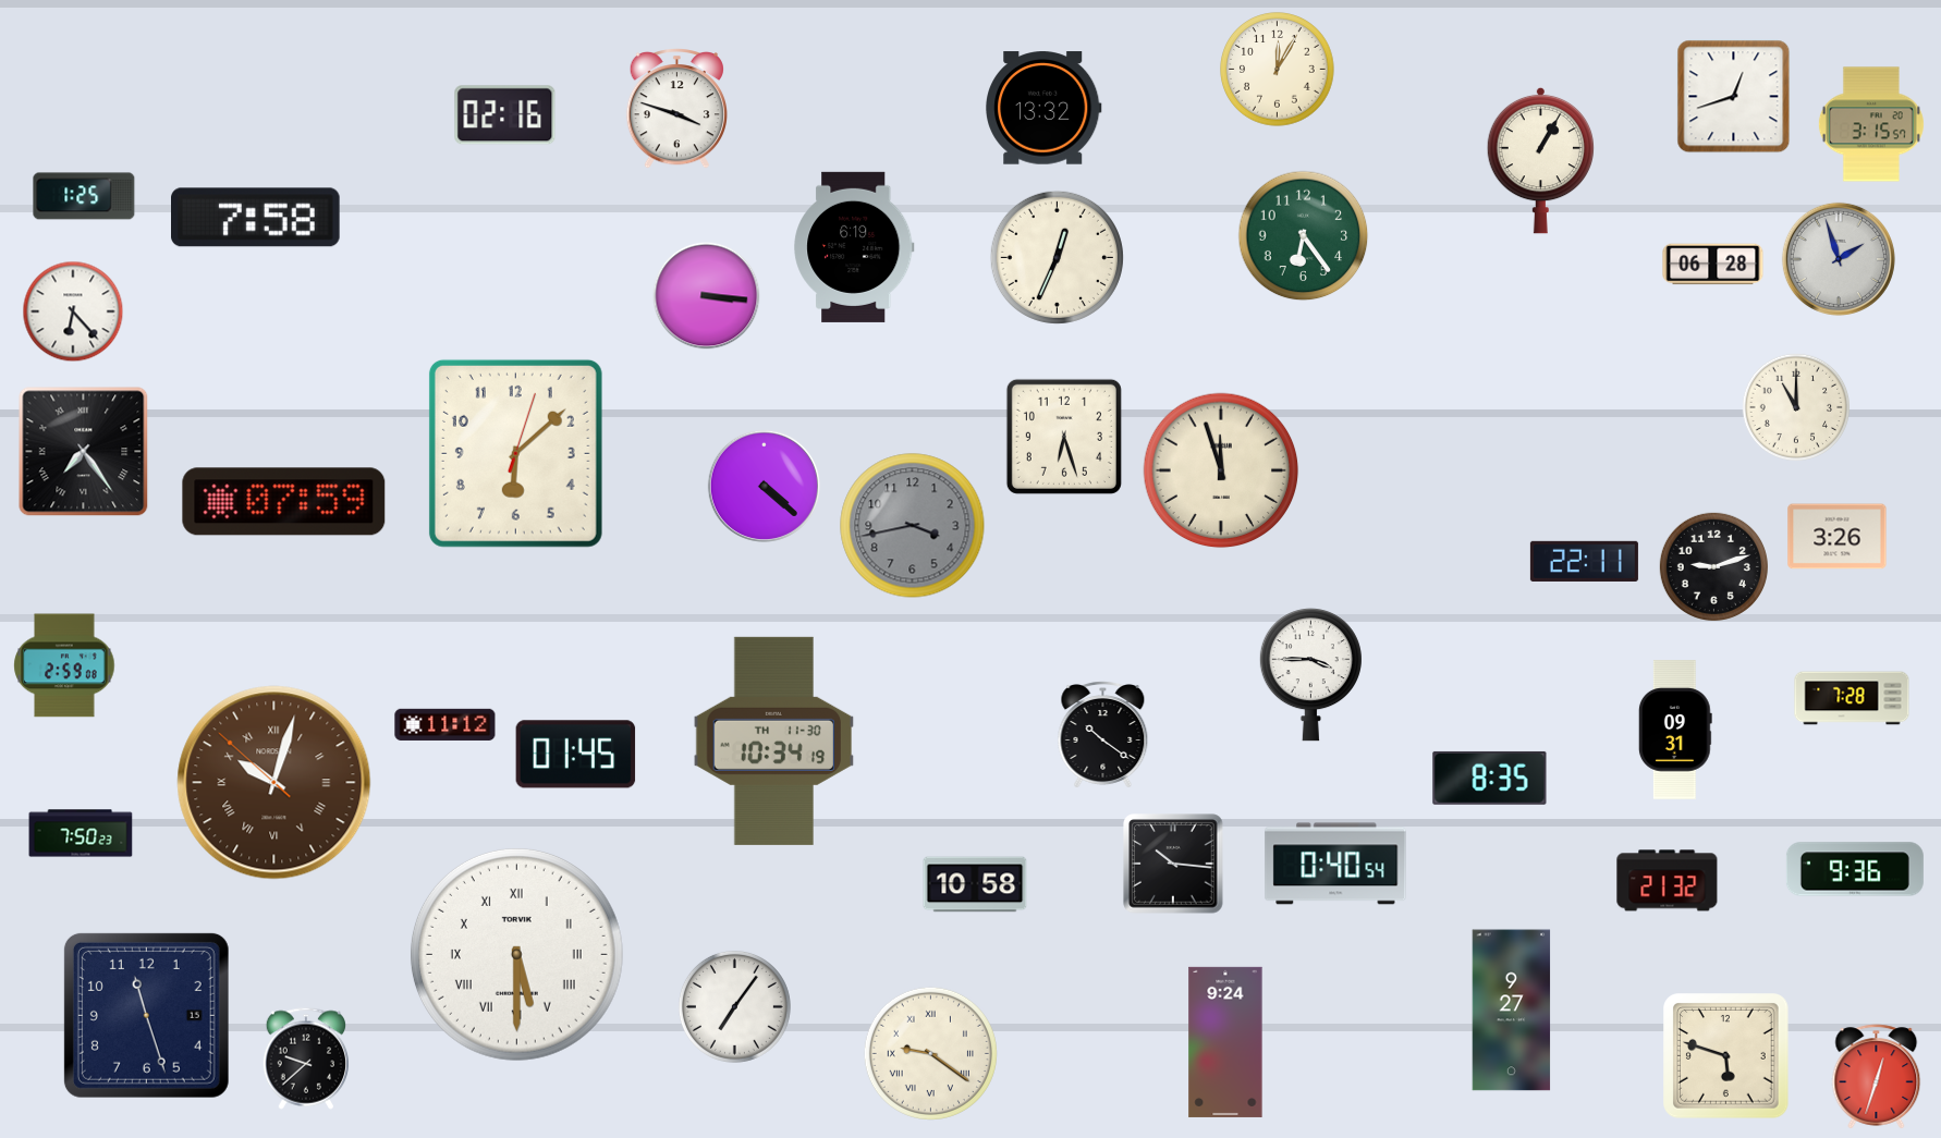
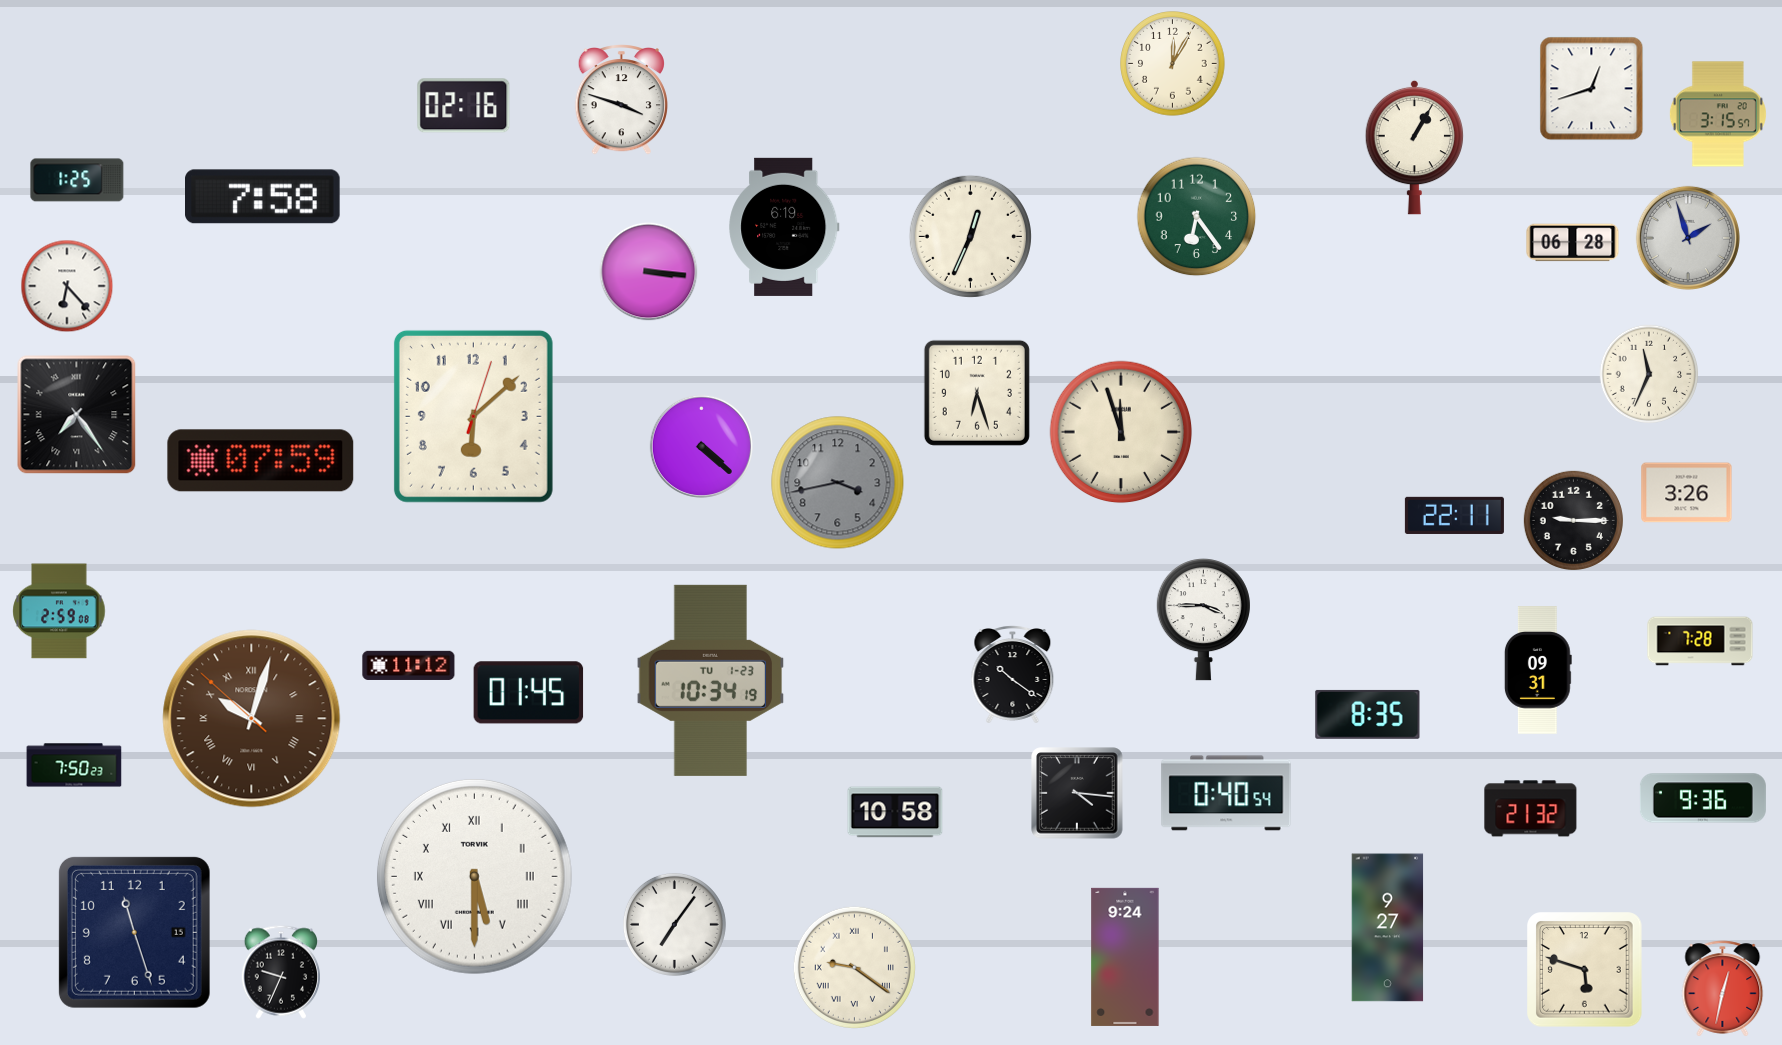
clock at (1045, 108): 13:32 -> none
clock at (256, 218) position: (256, 218) -> (263, 197)
clock at (1796, 407): 11:00 -> 11:34
clock at (1064, 437) position: (1064, 437) -> (977, 393)
clock at (1713, 566): 9:12 -> 9:15
clock at (774, 741) date: TH 11-30 -> TU 1-23
clock at (1173, 864): 10:16 -> 4:16
clock at (305, 1059): 9:38 -> 9:34
clock at (1877, 1077): 12:33 -> 12:32
